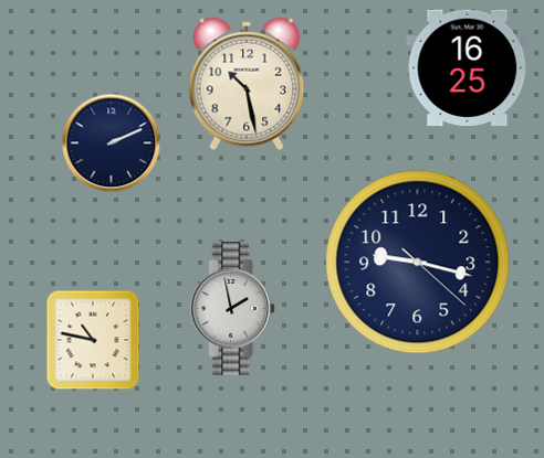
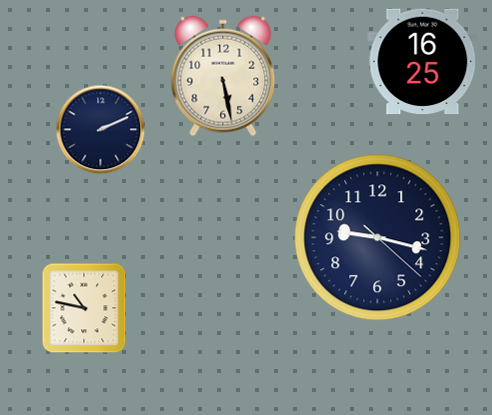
clock at (247, 84): 10:28 -> 5:28
clock at (233, 309): 1:58 -> none
